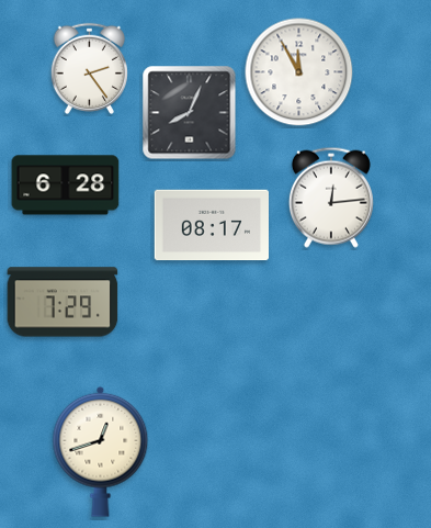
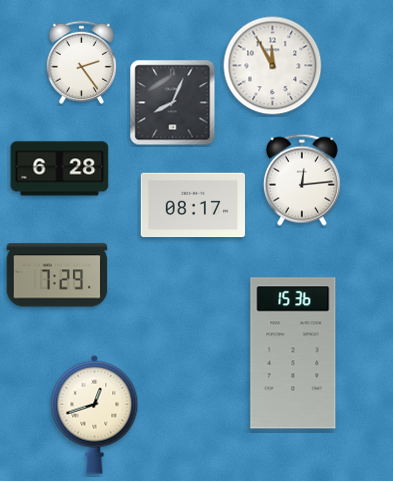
clock at (293, 353): none -> 15:36
clock at (101, 451) position: (101, 451) -> (95, 414)
